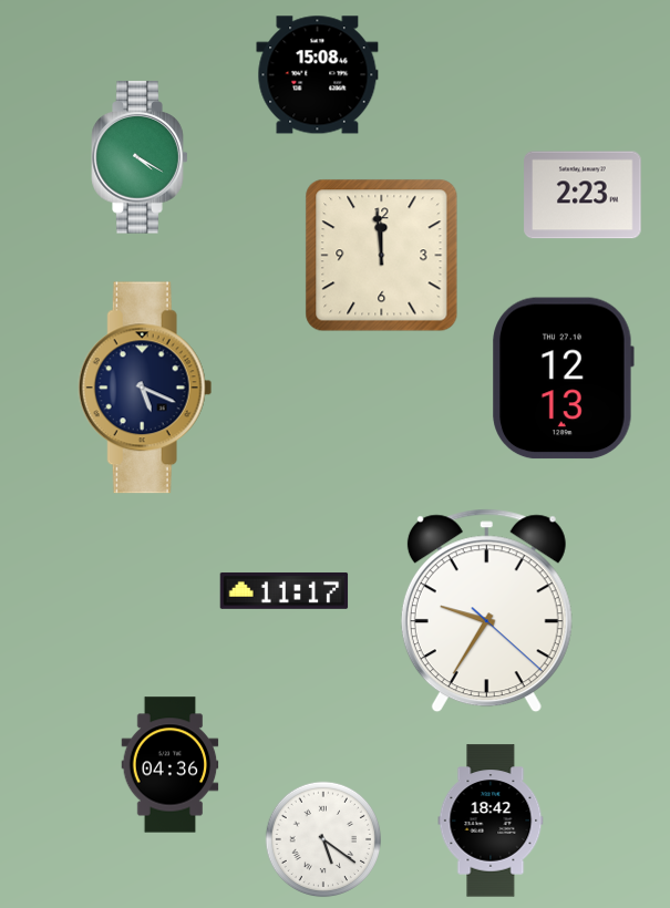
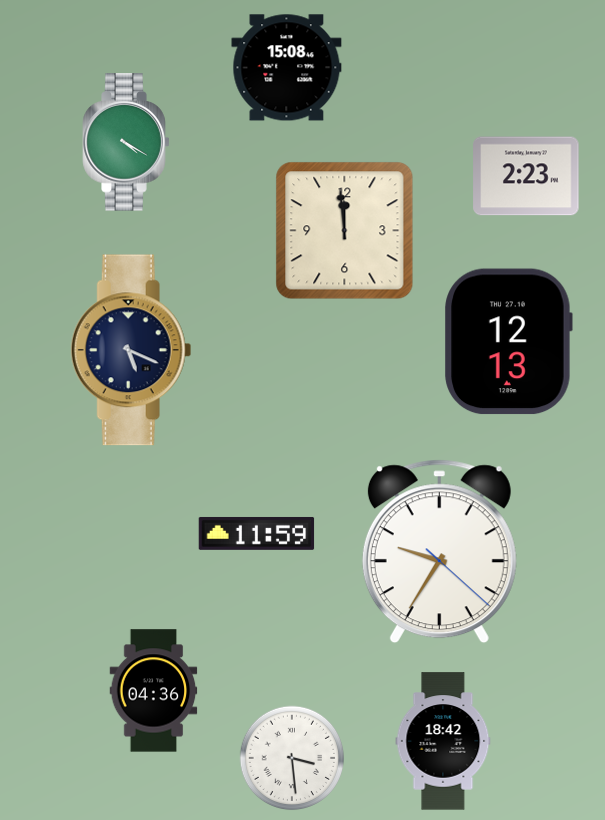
clock at (285, 590): 11:17 -> 11:59
clock at (323, 839): 5:21 -> 3:29
